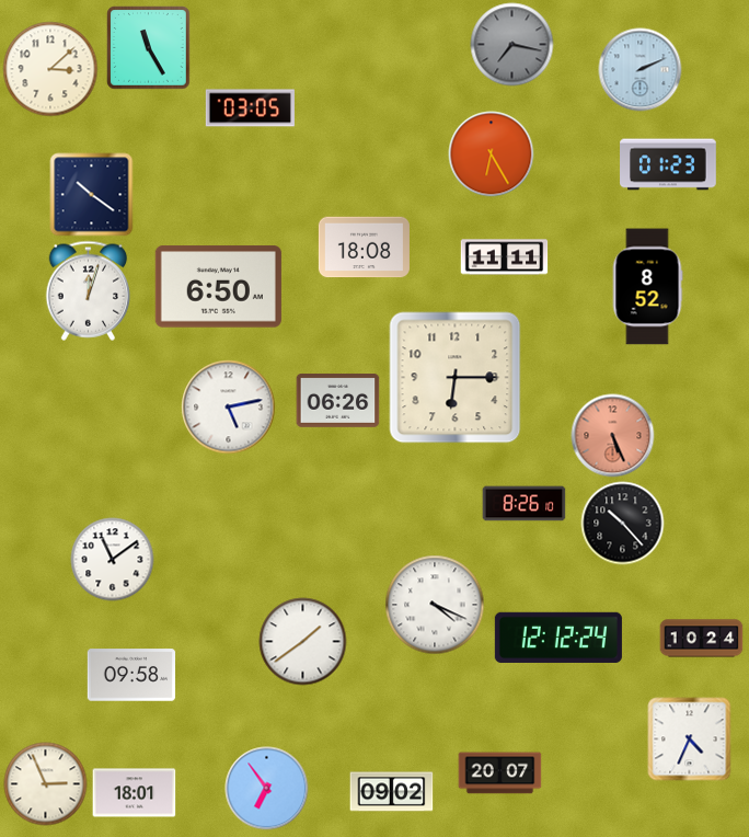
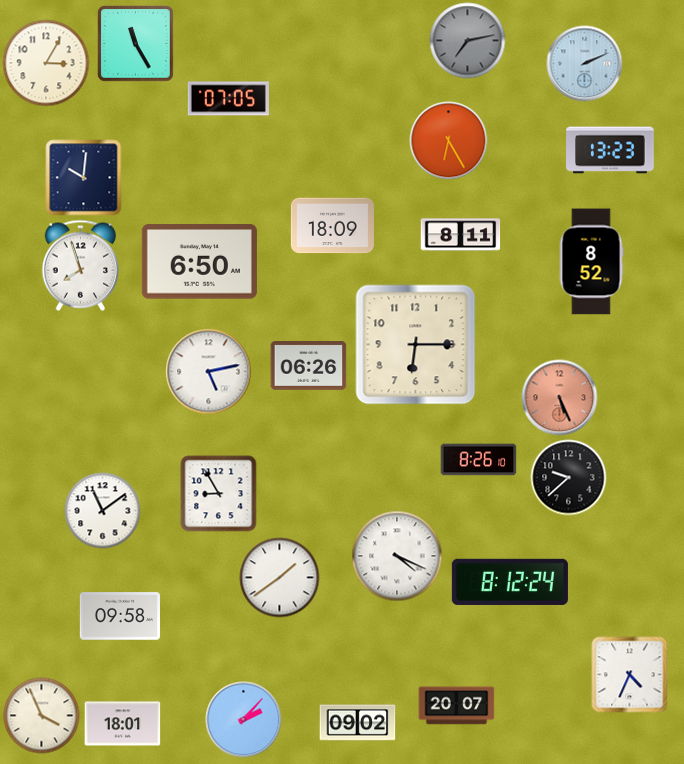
clock at (512, 45): 7:17 -> 7:13
clock at (50, 69): 3:08 -> 3:05
clock at (250, 108): 03:05 -> 07:05
clock at (668, 164): 01:23 -> 13:23
clock at (92, 195): 10:21 -> 10:01
clock at (364, 248): 18:08 -> 18:09
clock at (505, 257): 11:11 -> 8:11
clock at (89, 290): 12:03 -> 7:57
clock at (623, 524): 10:23 -> 9:38
clock at (219, 494): none -> 8:55
clock at (435, 605) position: (435, 605) -> (397, 556)
clock at (558, 638): 12:12 -> 8:12
clock at (702, 639): 10:24 -> none
clock at (303, 642) position: (303, 642) -> (280, 578)
clock at (46, 784): 2:56 -> 3:56
clock at (267, 789): 6:54 -> 2:07
